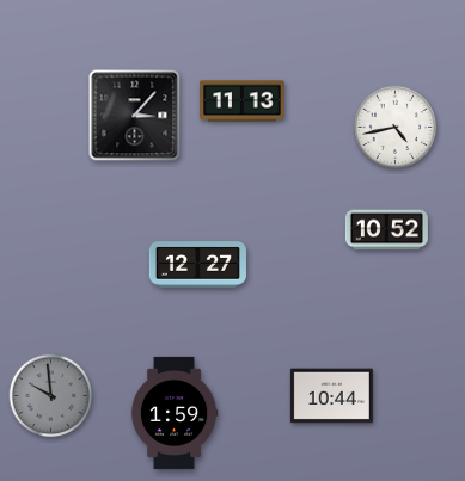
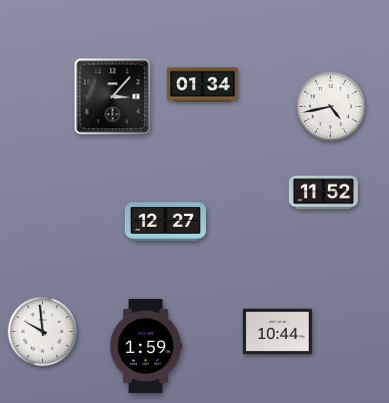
clock at (243, 101): 11:13 -> 01:34
clock at (386, 230): 10:52 -> 11:52
clock at (51, 396) dial: grey -> white
